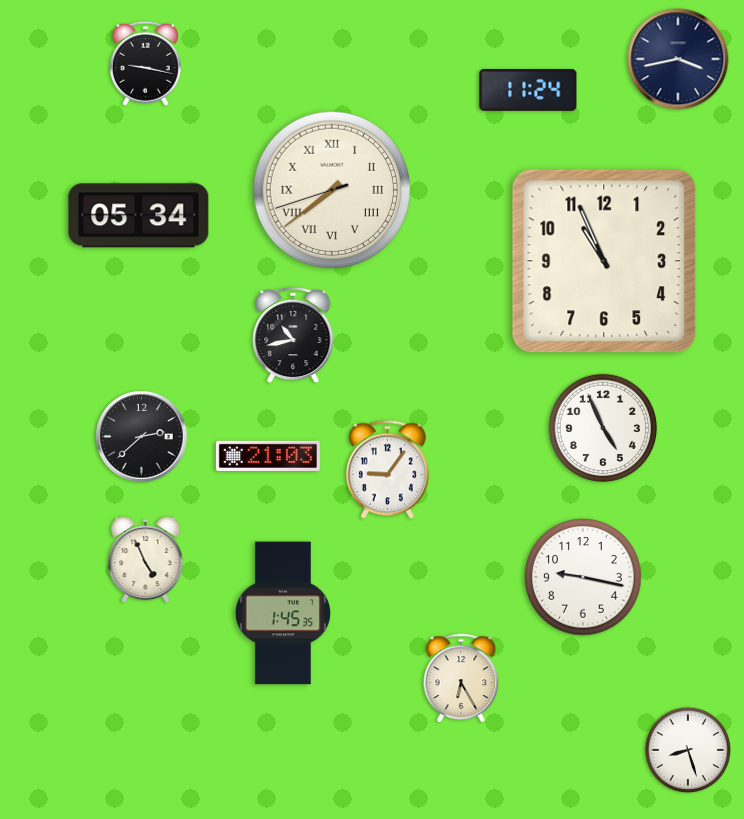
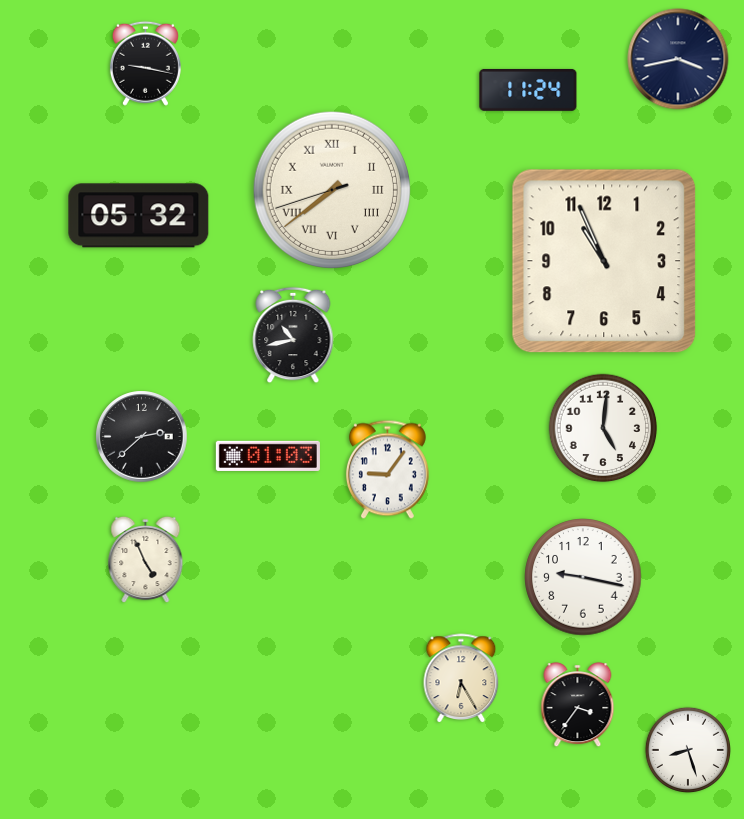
clock at (139, 216): 05:34 -> 05:32
clock at (603, 428): 4:56 -> 5:01
clock at (268, 456): 21:03 -> 01:03
clock at (283, 613): 1:45 -> none
clock at (578, 705): none -> 3:36
